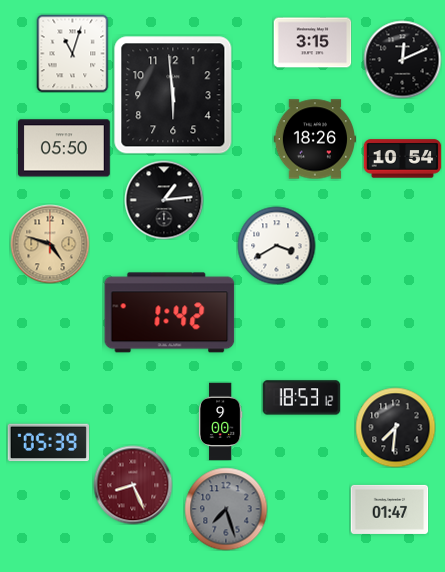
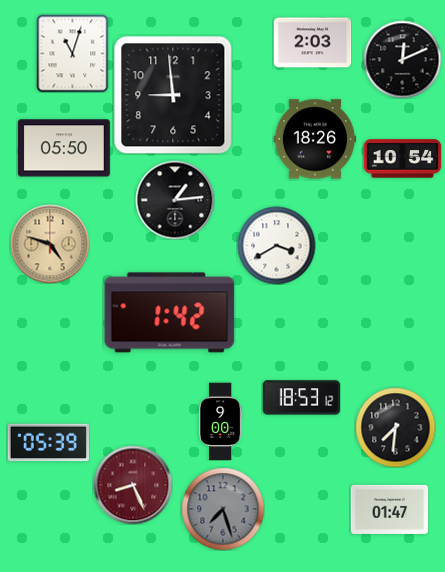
clock at (312, 43): 3:15 -> 2:03
clock at (173, 95): 5:59 -> 8:59
clock at (164, 200) position: (164, 200) -> (175, 200)
clock at (226, 509) position: (226, 509) -> (223, 509)
